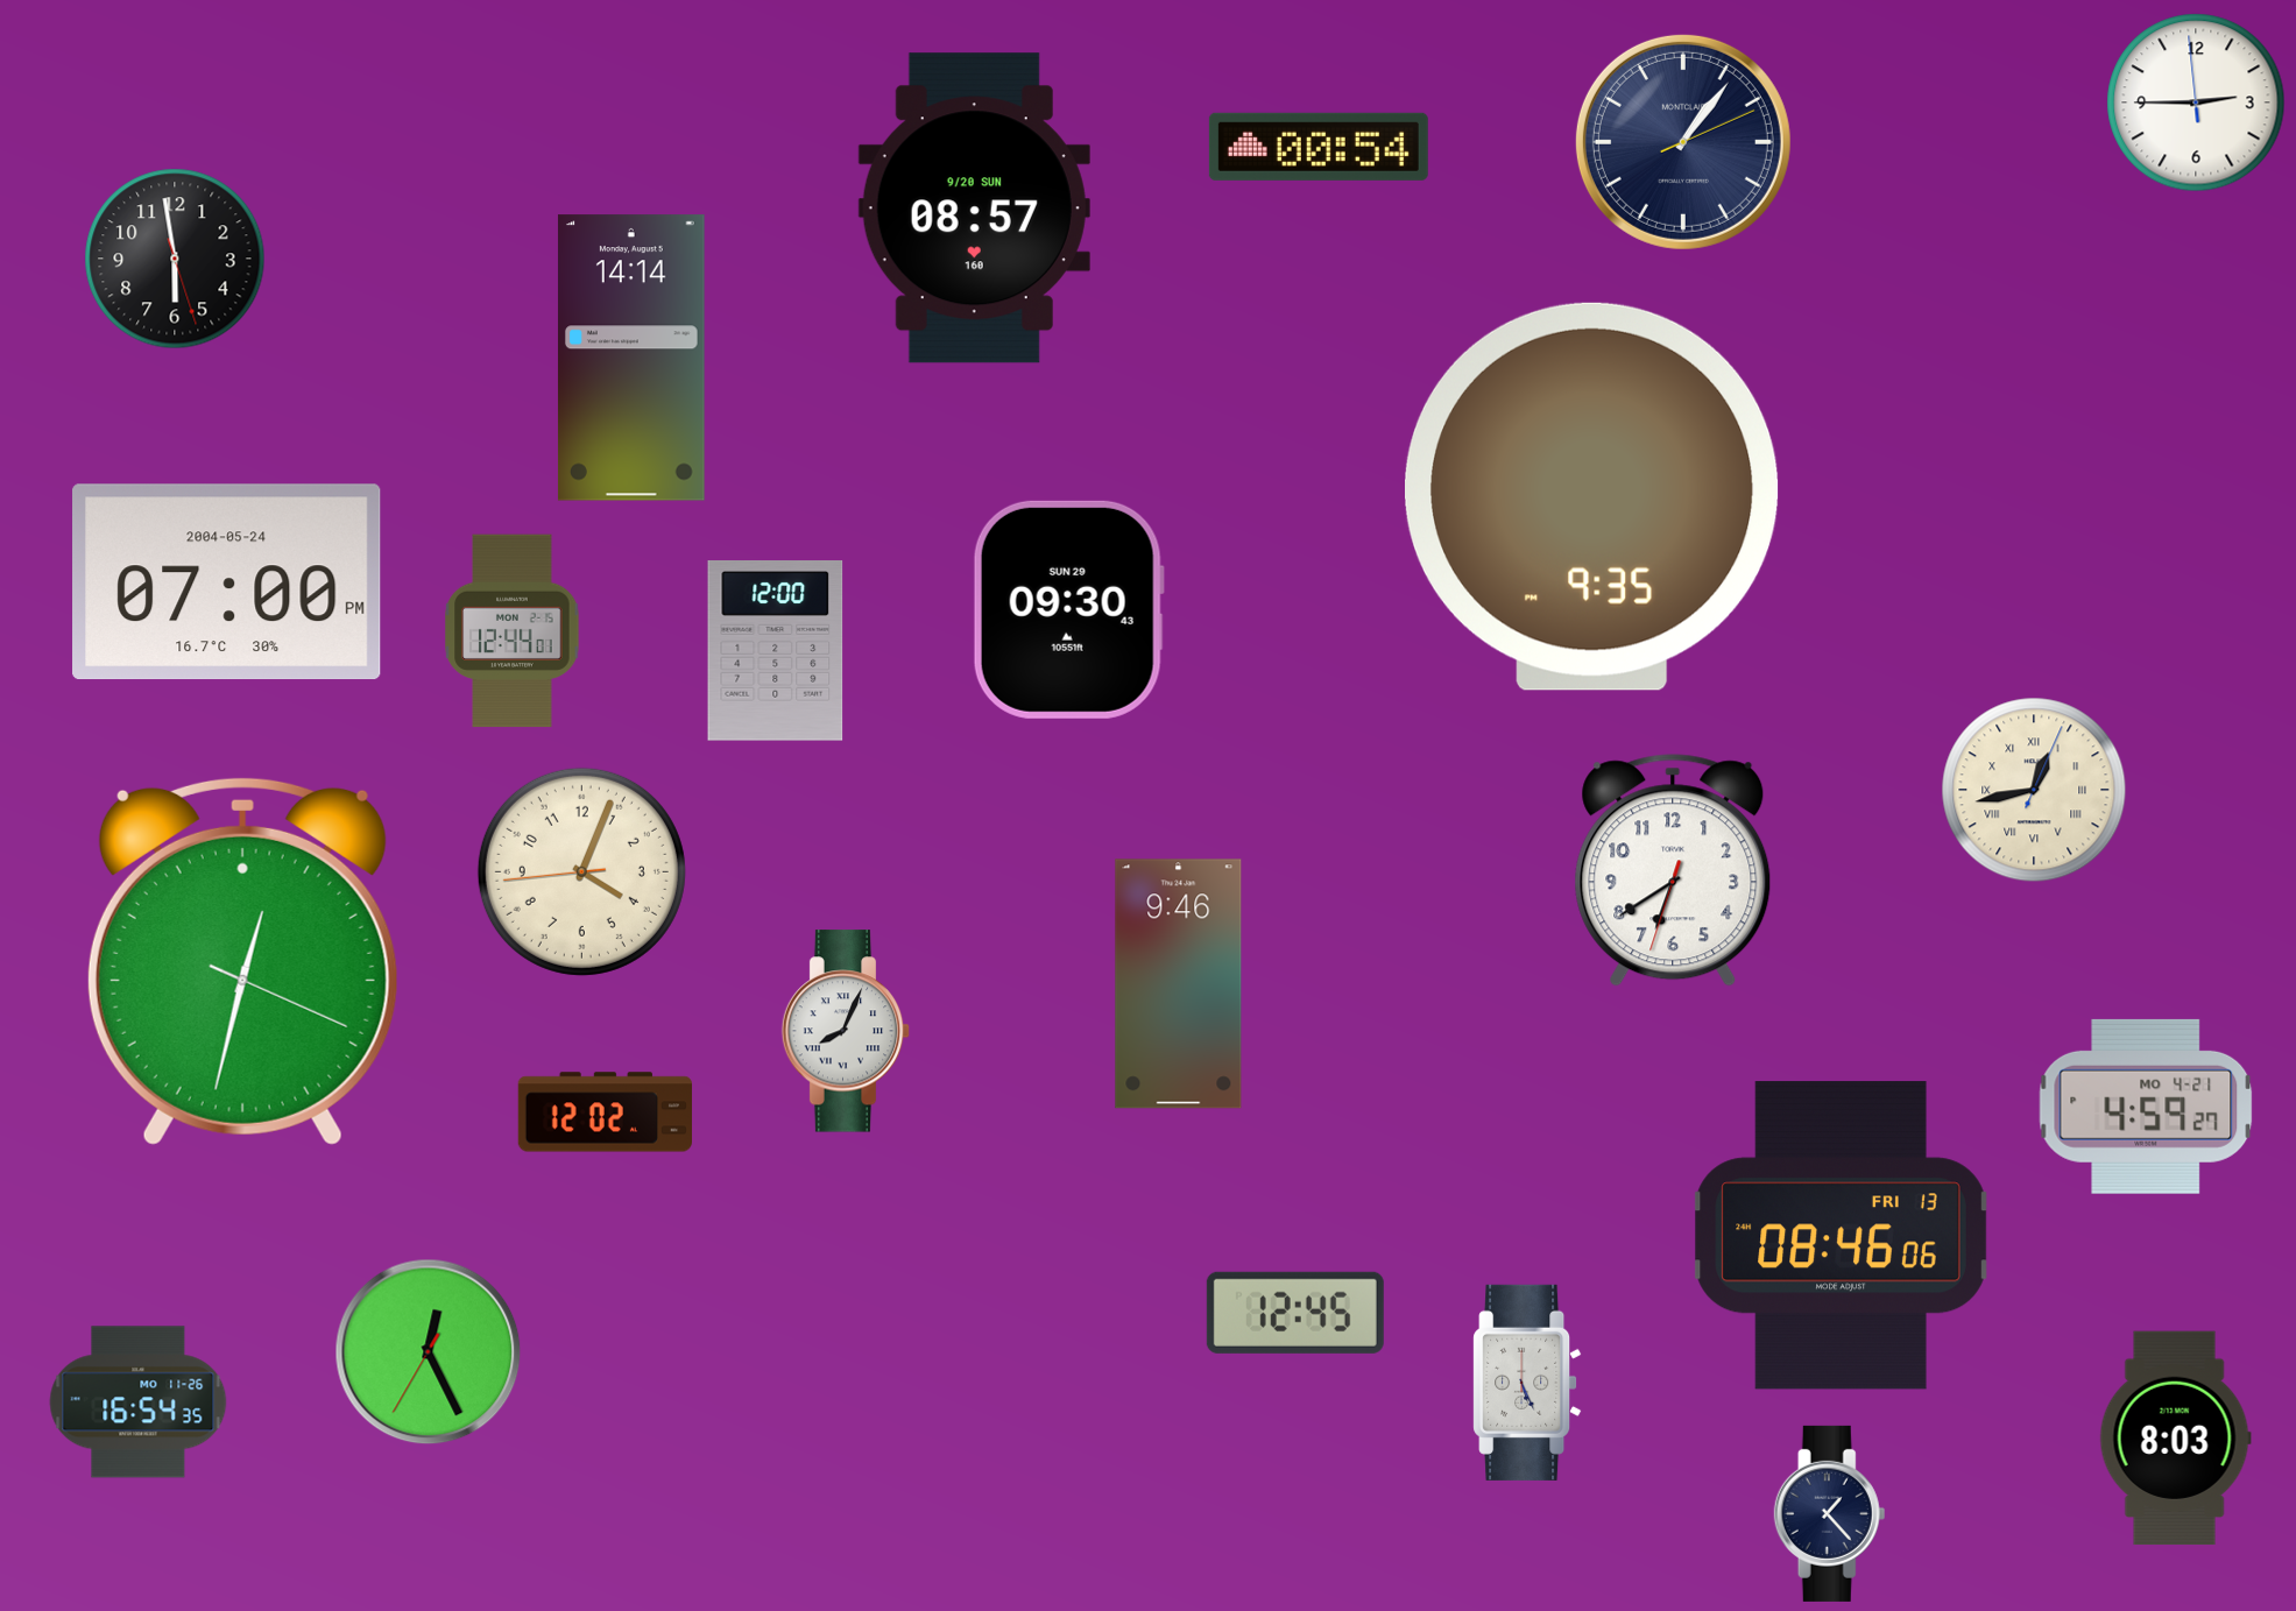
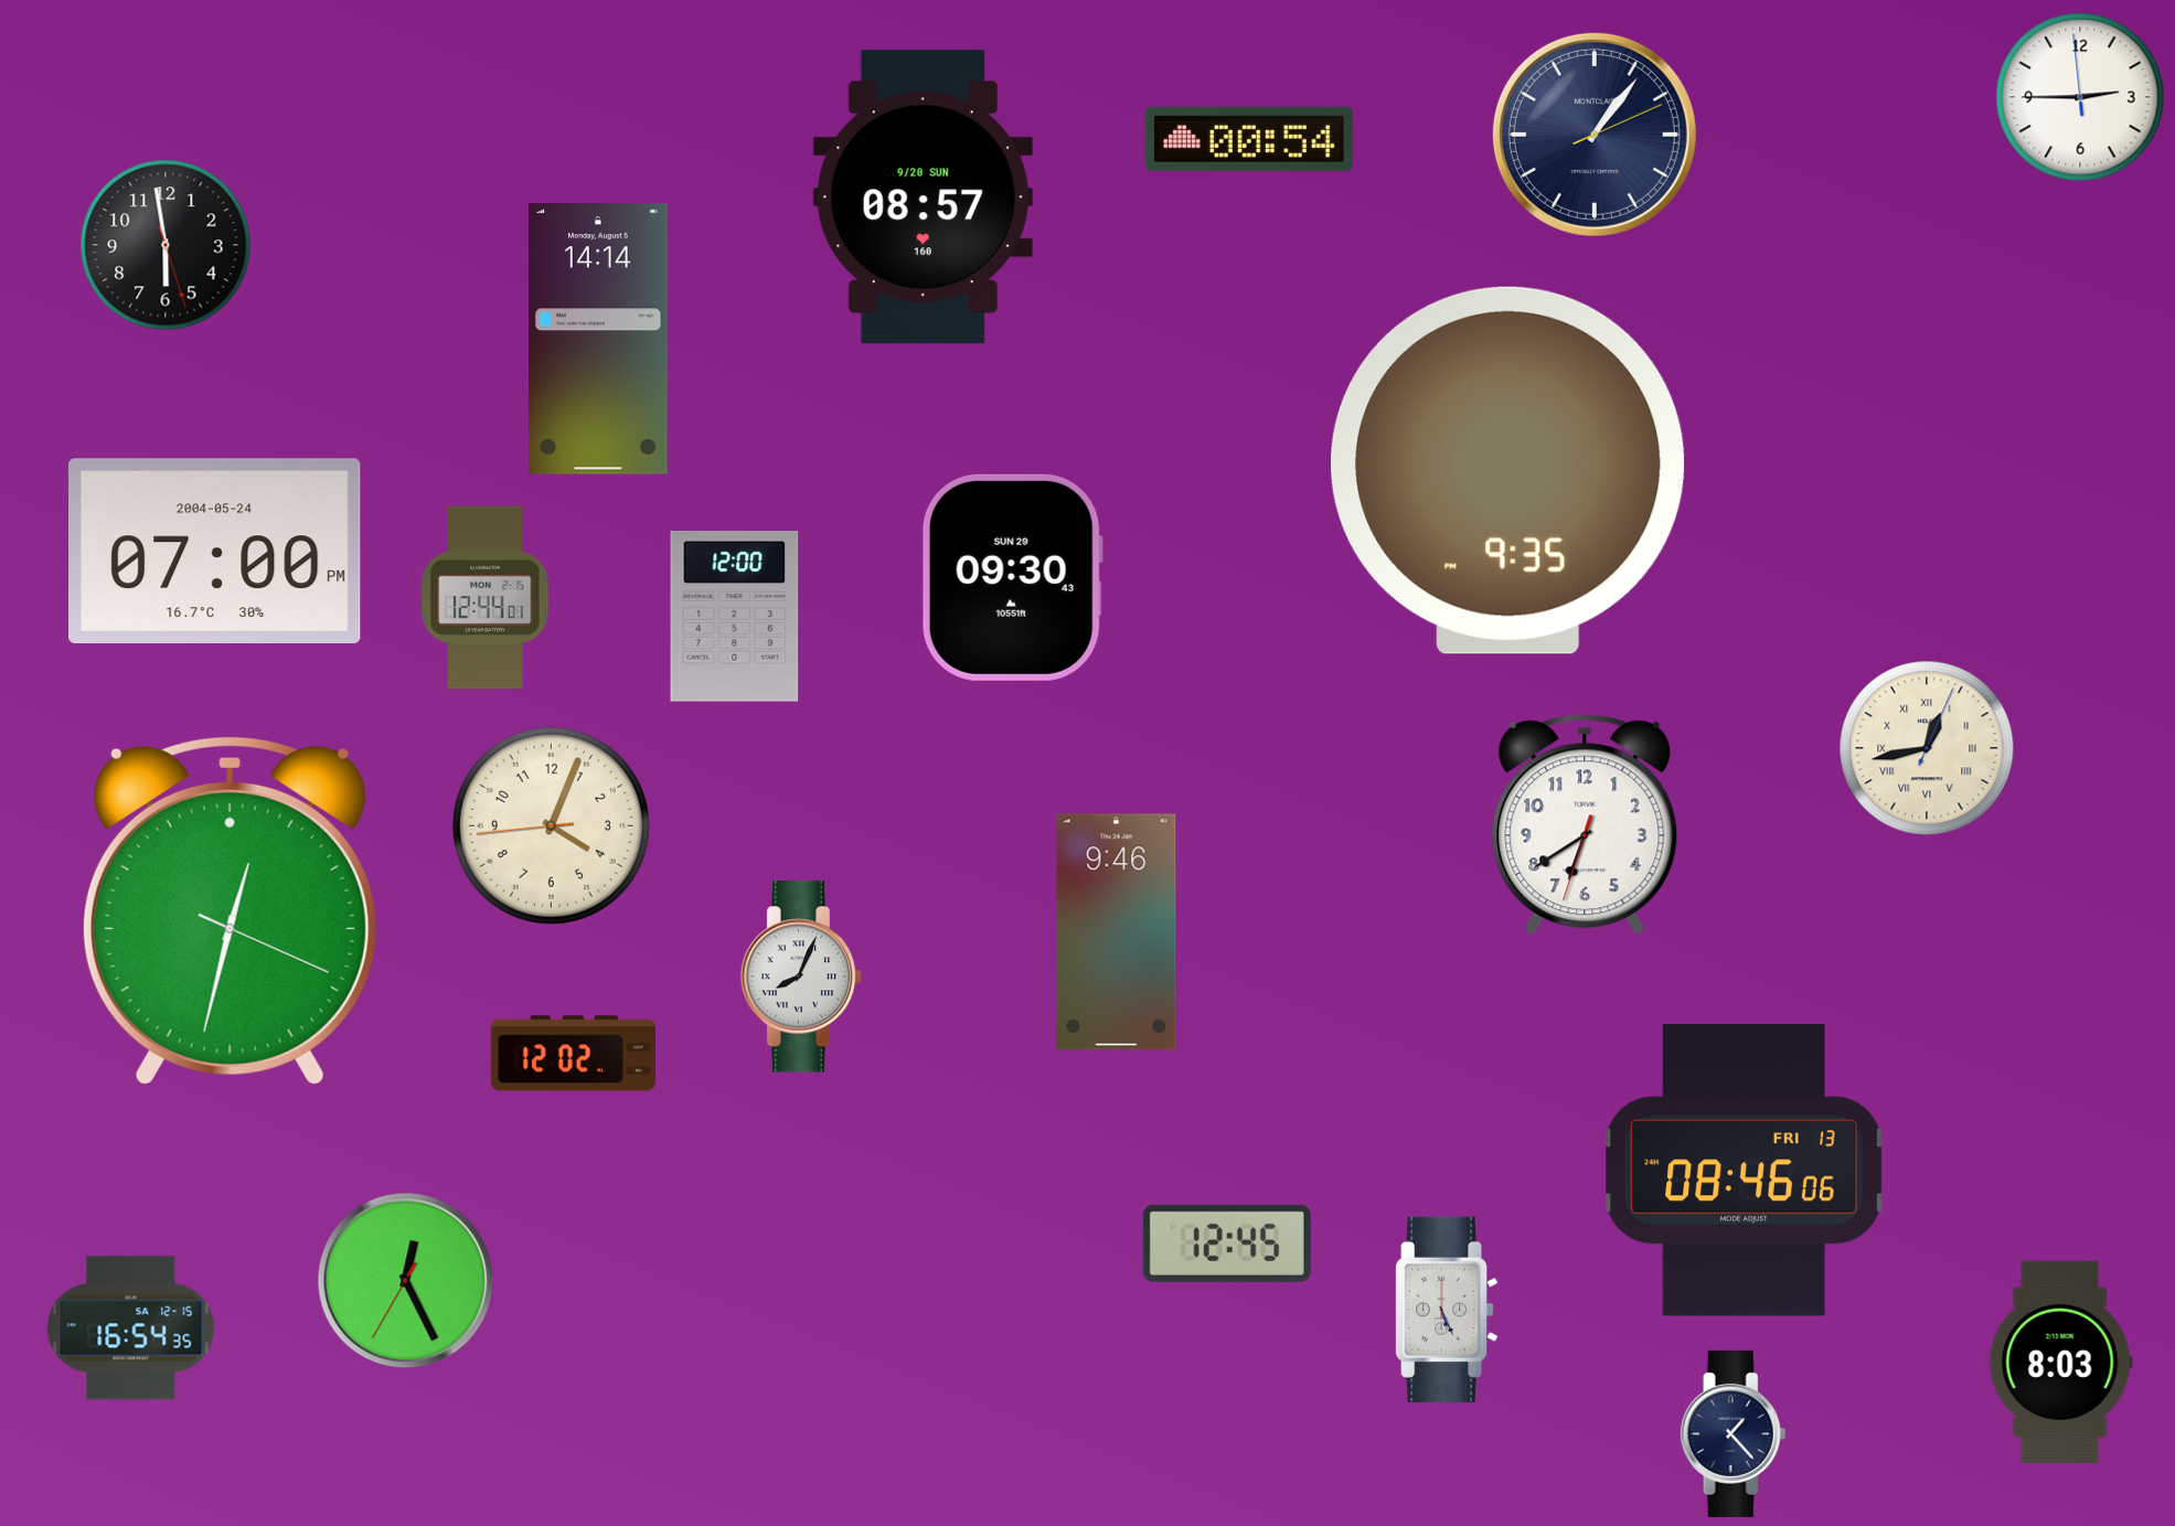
clock at (2146, 1107): 4:59 -> none
clock at (139, 1402) date: MO 11-26 -> SA 12-15
